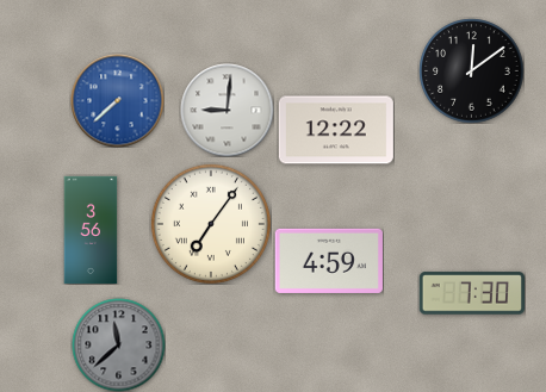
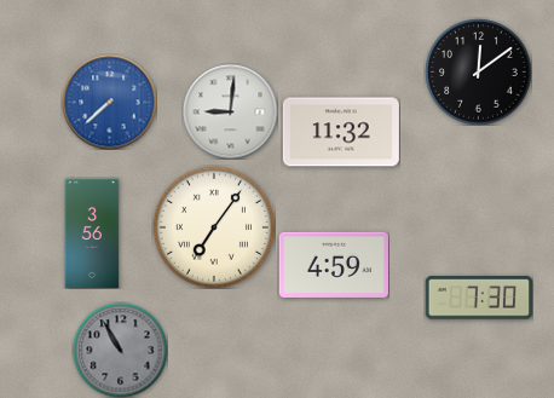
clock at (117, 100) position: (117, 100) -> (109, 102)
clock at (336, 130): 12:22 -> 11:32
clock at (118, 344): 11:38 -> 10:55
